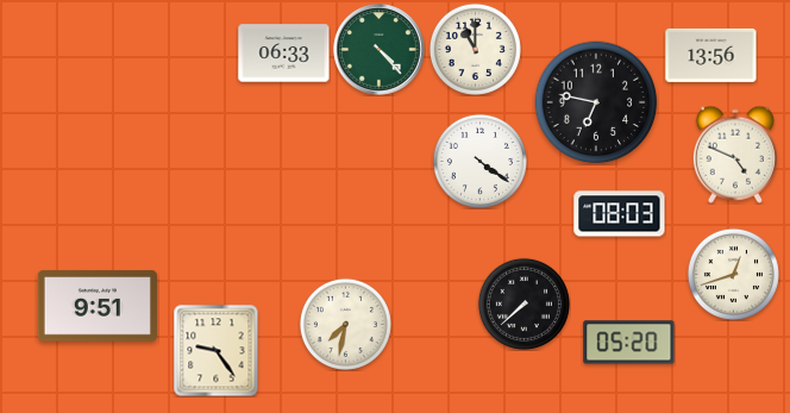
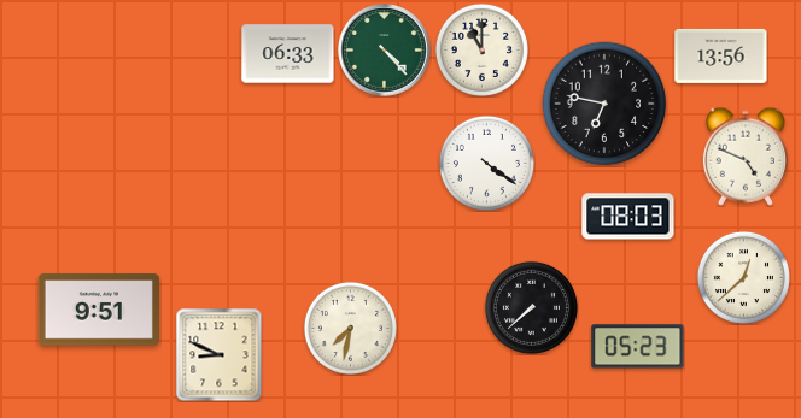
clock at (733, 274): 12:42 -> 12:38
clock at (629, 343): 05:20 -> 05:23
clock at (217, 350): 9:24 -> 8:49
